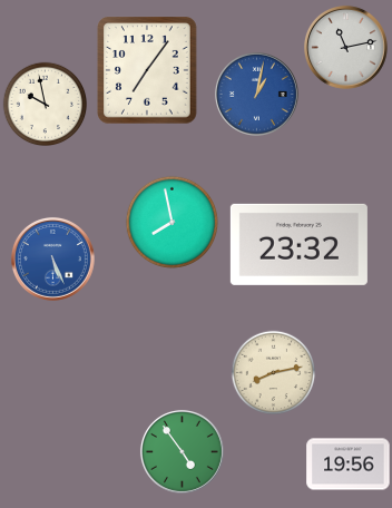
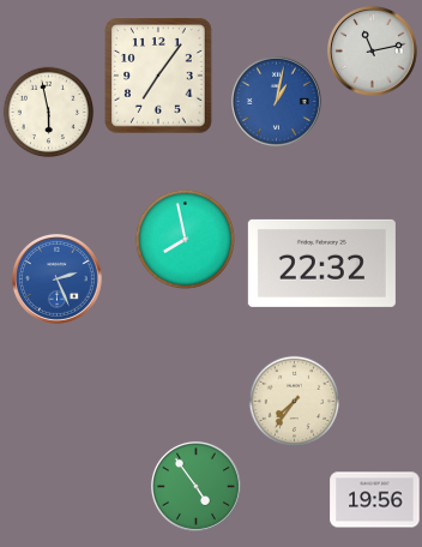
clock at (46, 105): 9:58 -> 5:58
clock at (298, 244): 23:32 -> 22:32
clock at (52, 258): 5:26 -> 2:26
clock at (274, 373): 8:13 -> 7:36
